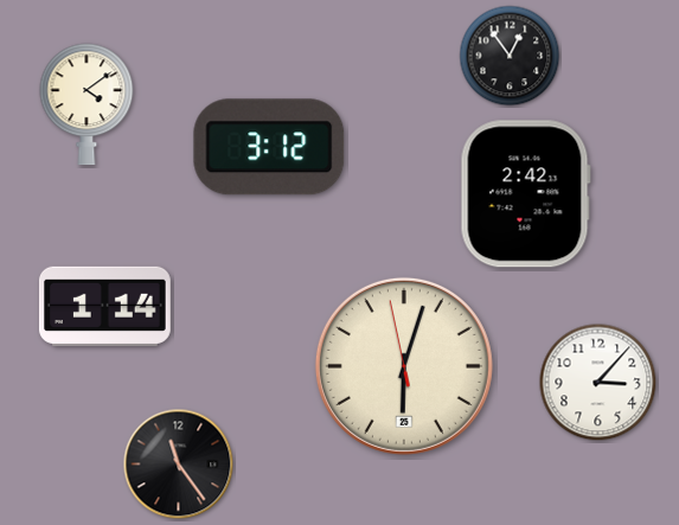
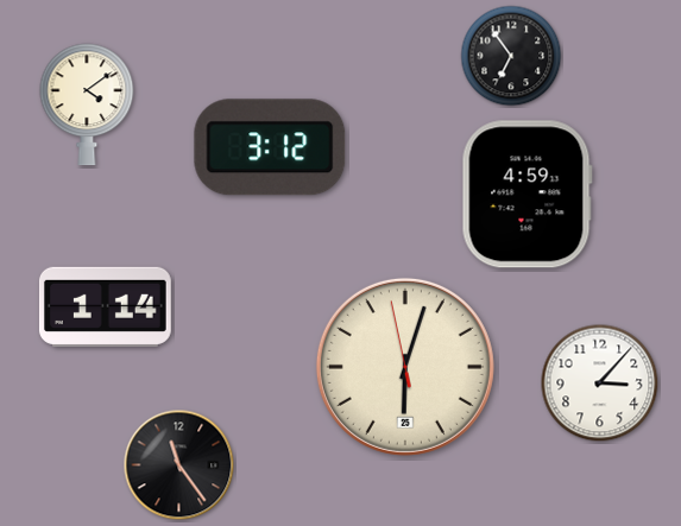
clock at (510, 56): 12:54 -> 6:54
clock at (525, 194): 2:42 -> 4:59
